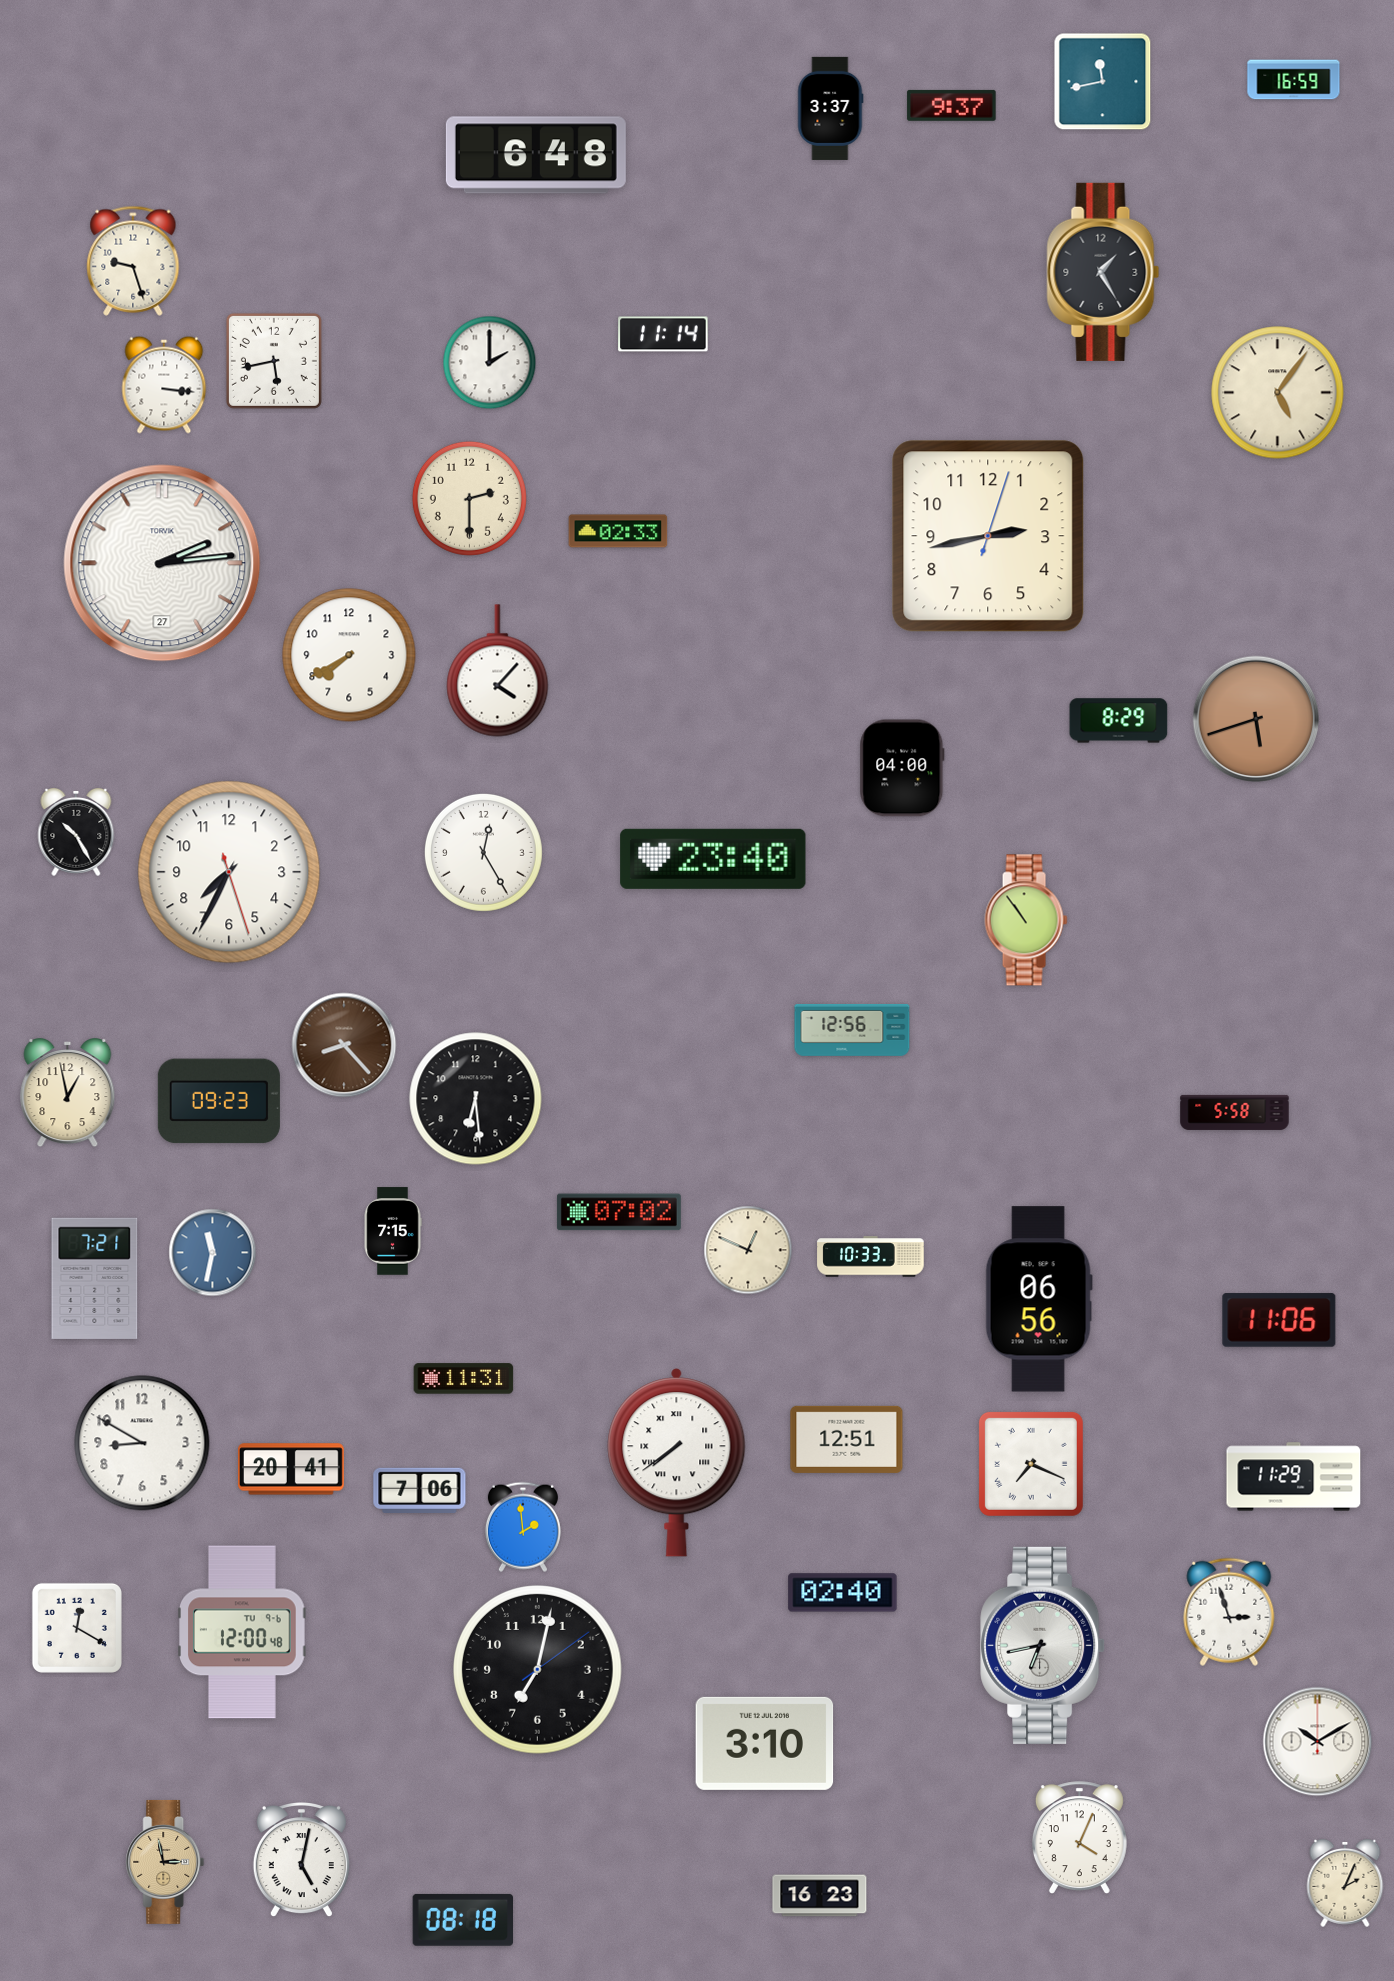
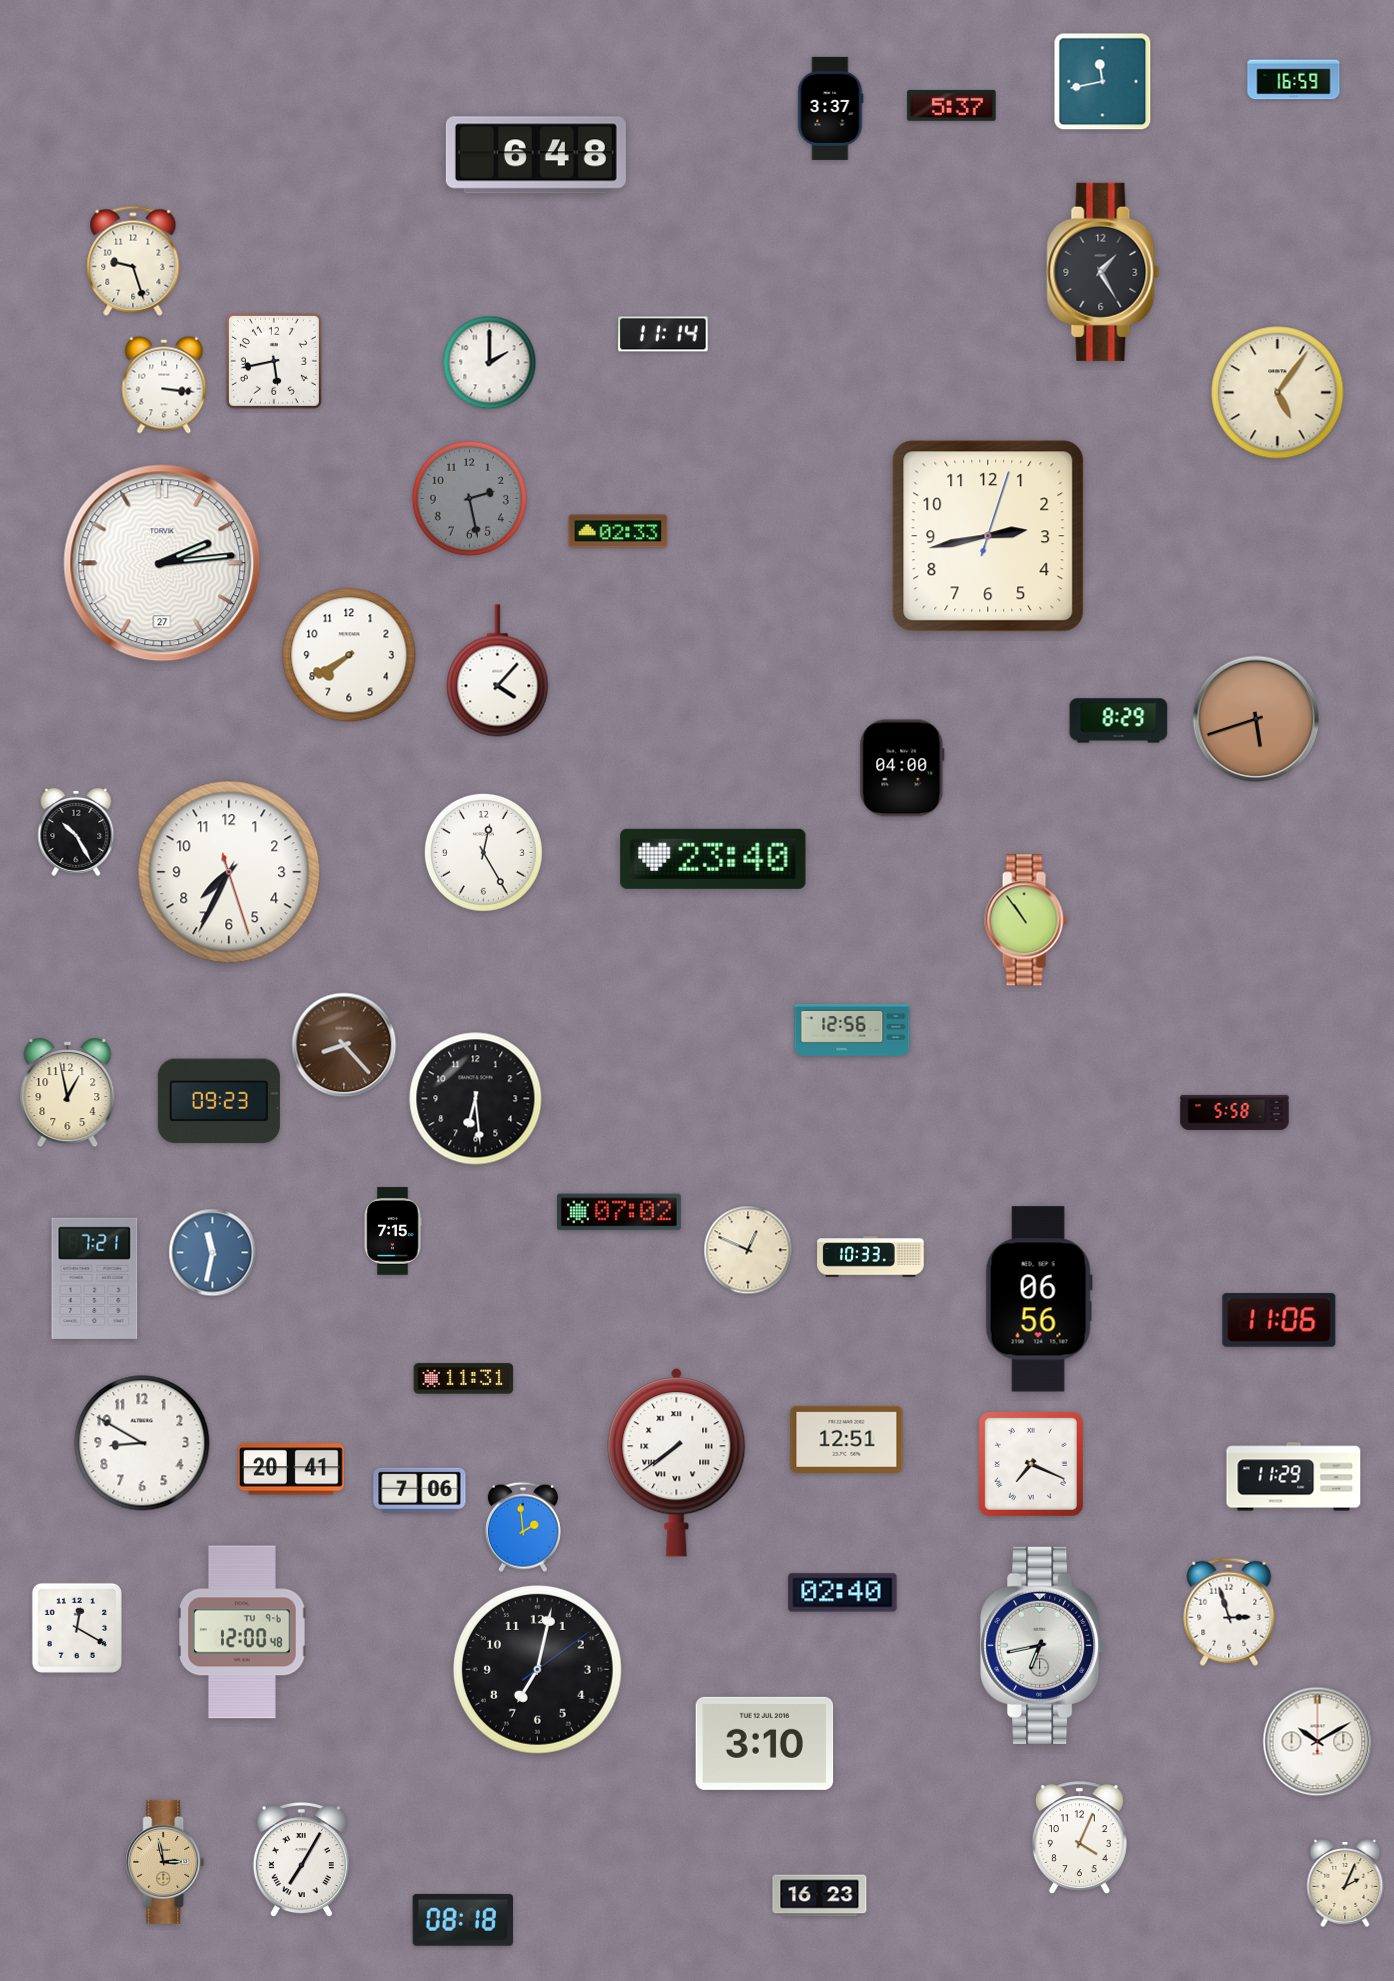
clock at (952, 105): 9:37 -> 5:37
clock at (469, 498): 2:30 -> 2:28
clock at (469, 498) dial: cream -> grey
clock at (301, 1861): 5:02 -> 7:05
